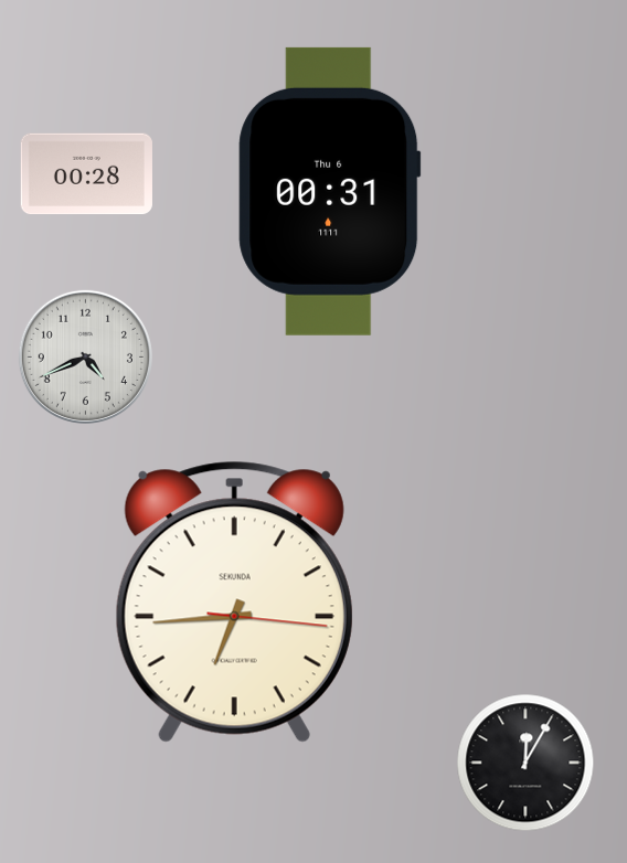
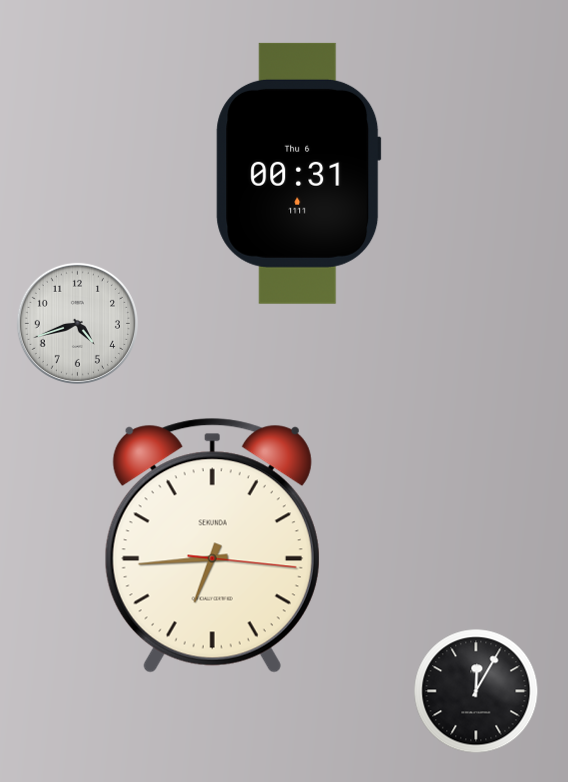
clock at (86, 174): 00:28 -> none
clock at (85, 356): 4:41 -> 4:42
